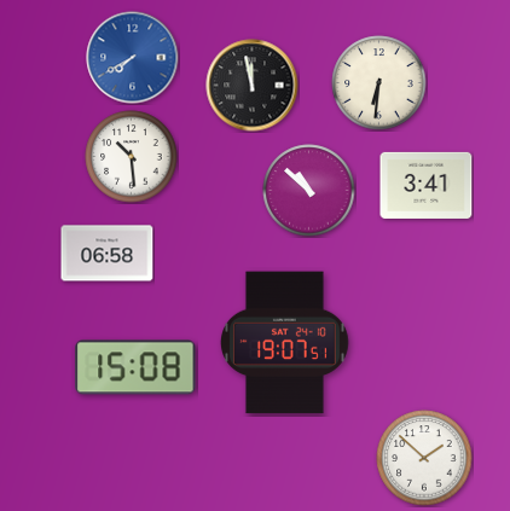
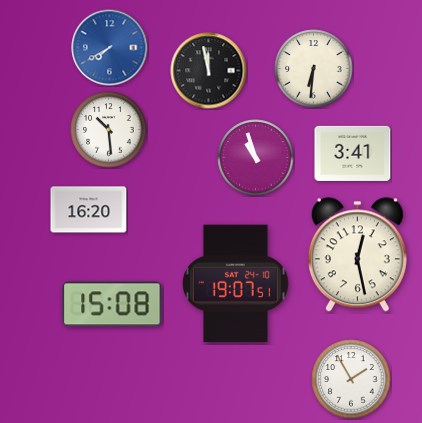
clock at (309, 191): 10:52 -> 10:57
clock at (108, 254): 06:58 -> 16:20
clock at (357, 255): none -> 12:28
clock at (424, 458): 1:52 -> 1:55
